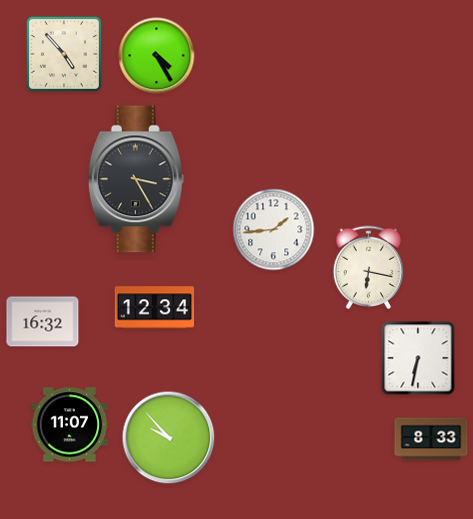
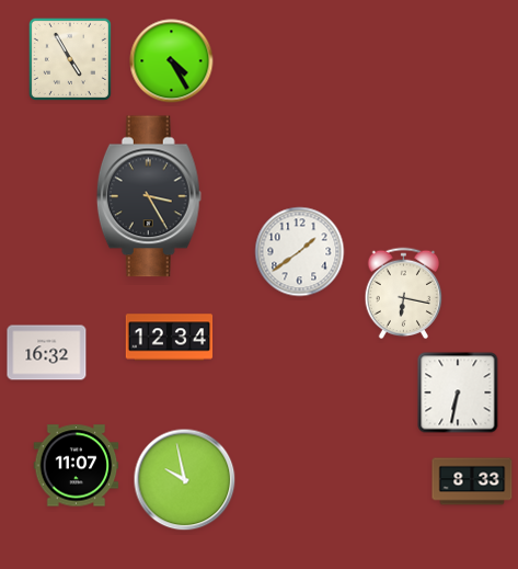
clock at (64, 54): 4:53 -> 4:55
clock at (274, 230): 1:44 -> 1:39
clock at (169, 438): 9:53 -> 9:58
